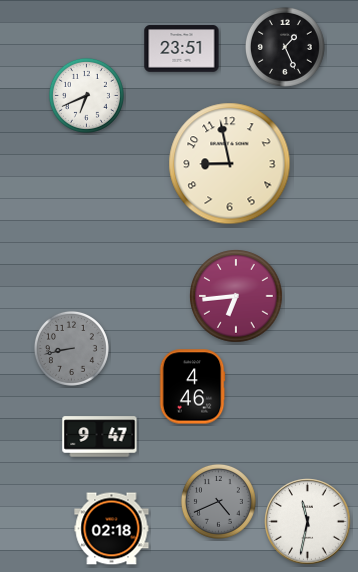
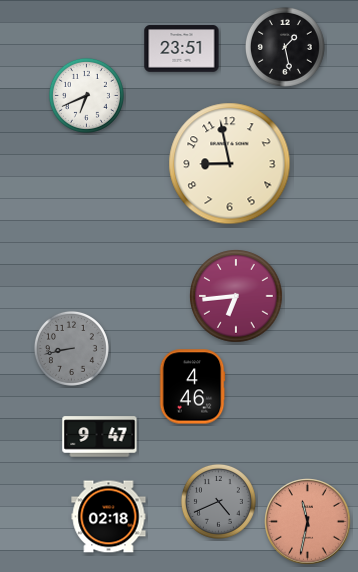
clock at (285, 47): 1:26 -> 1:28
clock at (308, 522) dial: white -> salmon
clock at (112, 529) position: (112, 529) -> (109, 517)
